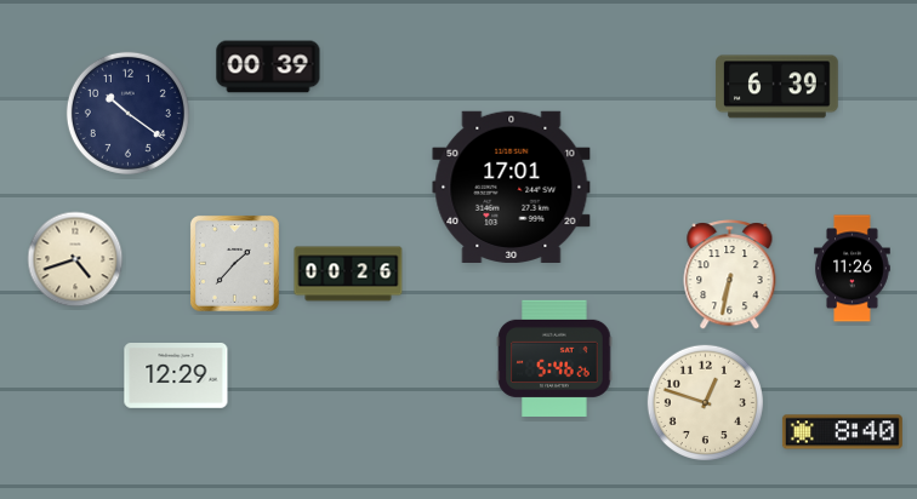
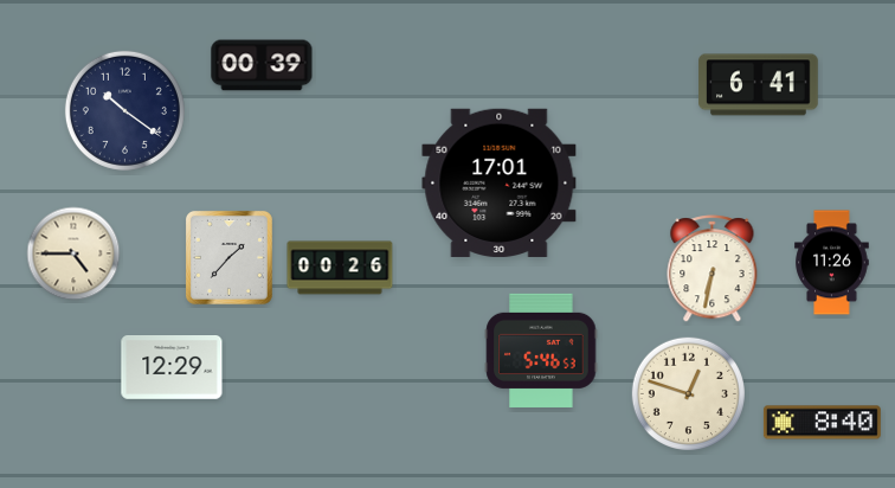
clock at (778, 87): 6:39 -> 6:41
clock at (75, 259): 4:42 -> 4:45
clock at (554, 359): 5:46:26 -> 5:46:53
